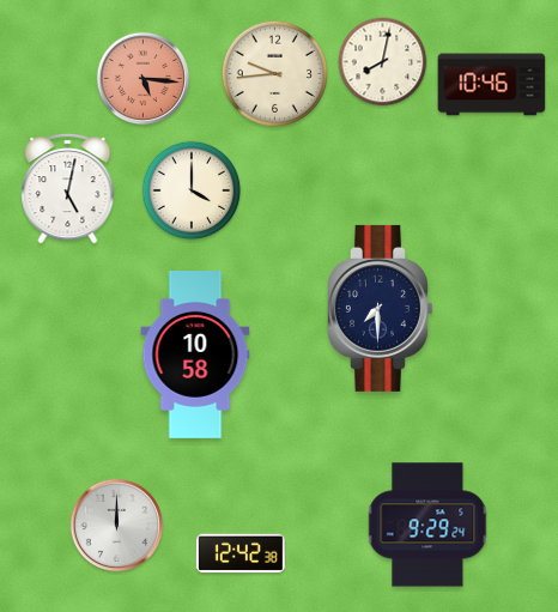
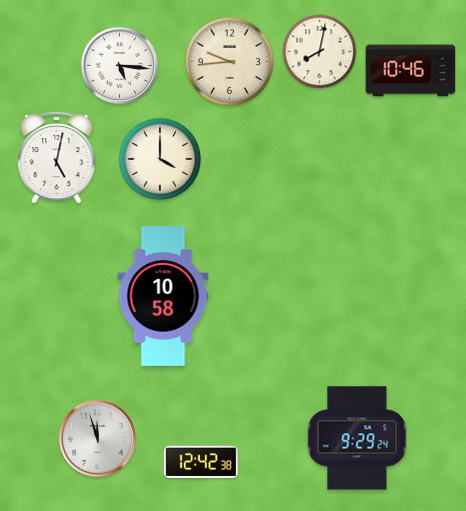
clock at (144, 79) dial: salmon -> white
clock at (381, 308): 7:30 -> none
clock at (117, 526): 12:00 -> 11:57
